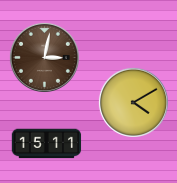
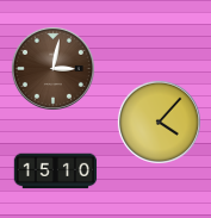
clock at (133, 102): 4:10 -> 4:07
clock at (47, 144): 15:11 -> 15:10
